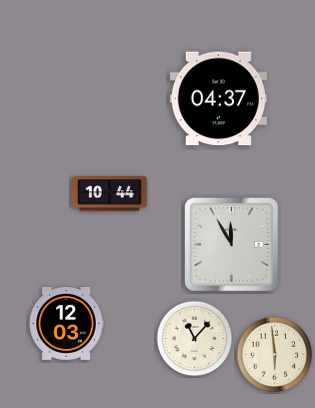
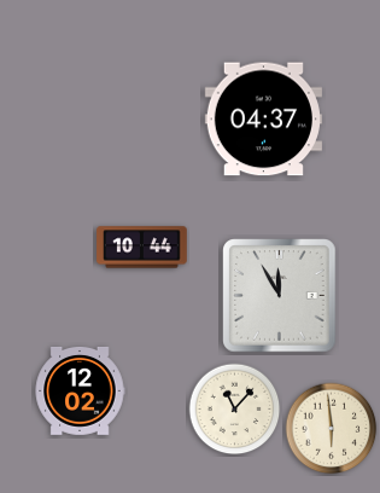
clock at (110, 194) position: (110, 194) -> (142, 248)
clock at (66, 323): 12:03 -> 12:02
